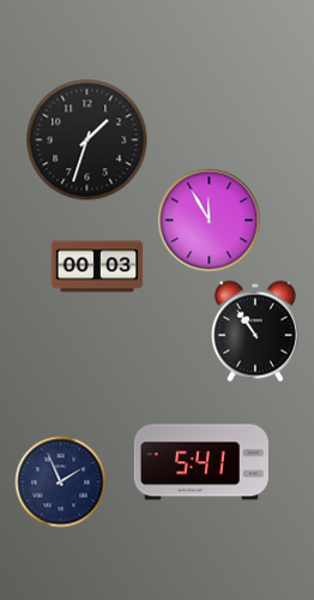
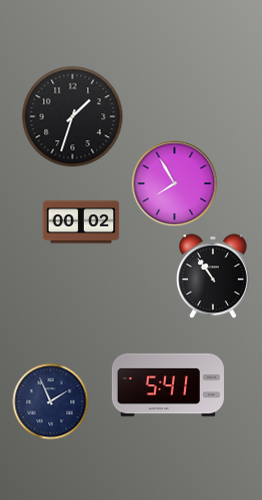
clock at (210, 221): 11:55 -> 7:55
clock at (97, 266): 00:03 -> 00:02
